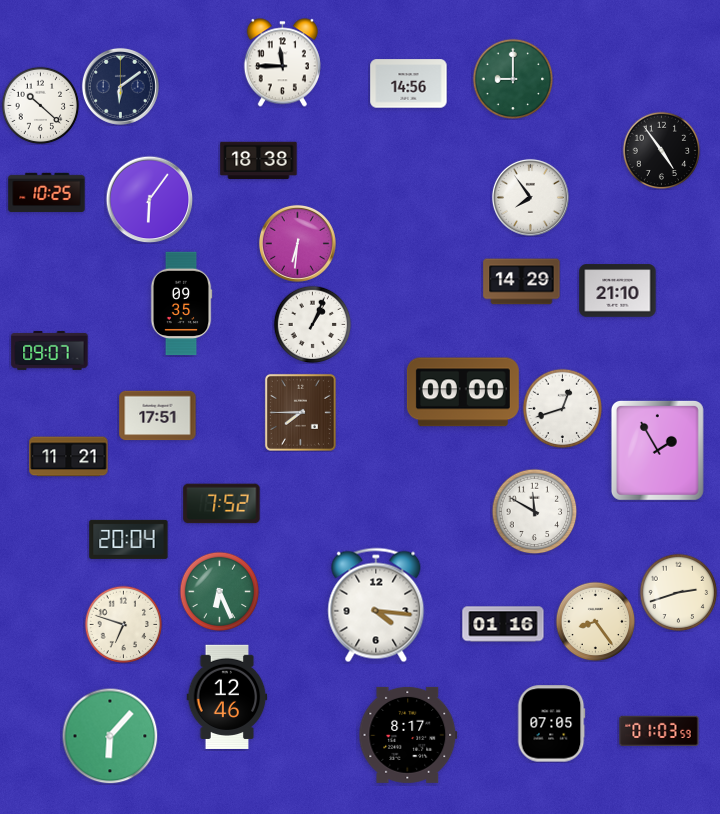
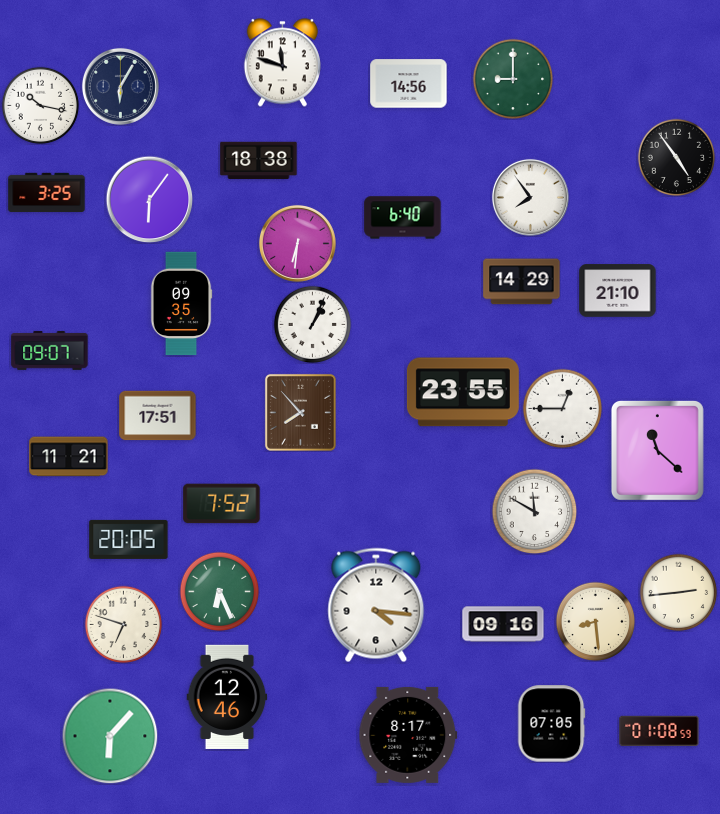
clock at (282, 63): 11:45 -> 11:48
clock at (120, 86): 6:09 -> 6:05
clock at (40, 105): 10:22 -> 10:17
clock at (661, 150) position: (661, 150) -> (676, 157)
clock at (47, 193): 10:25 -> 3:25
clock at (403, 218): none -> 6:40
clock at (463, 392): 00:00 -> 23:55
clock at (562, 408): 12:42 -> 12:45
clock at (300, 412): 7:45 -> 7:53
clock at (657, 450): 1:55 -> 11:22
clock at (129, 539): 20:04 -> 20:05
clock at (678, 592): 2:42 -> 2:44
clock at (595, 621): 8:24 -> 8:29
clock at (503, 624): 01:16 -> 09:16
clock at (659, 730): 01:03 -> 01:08
